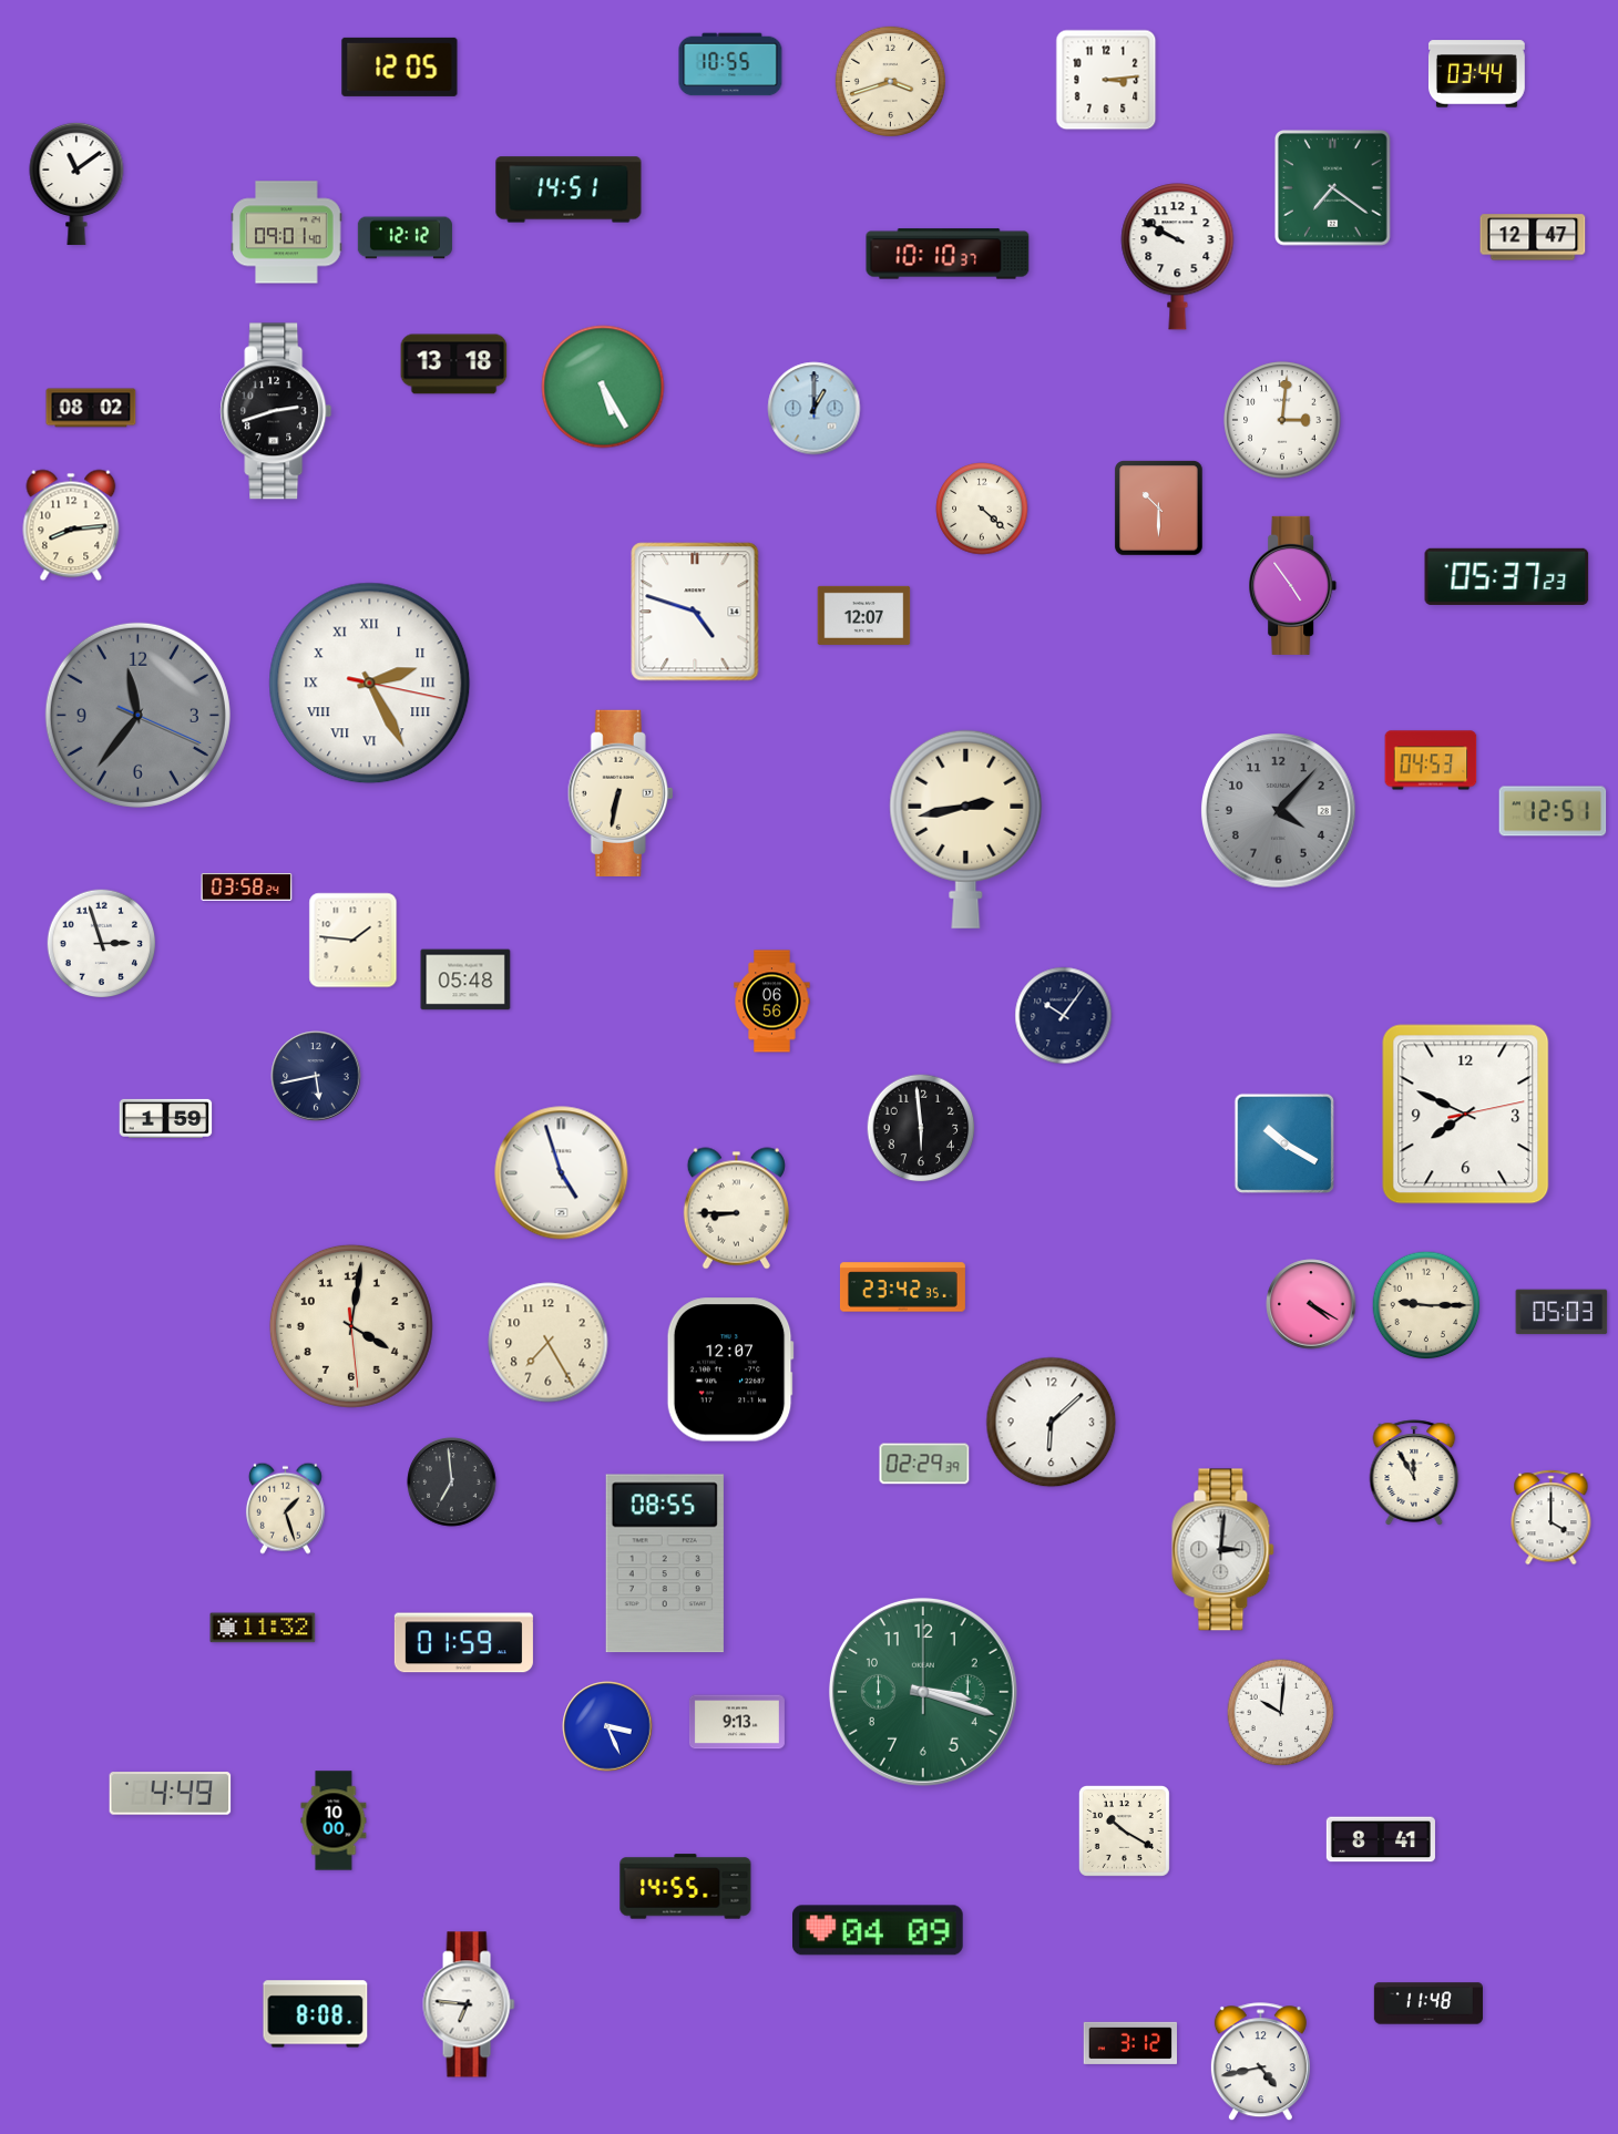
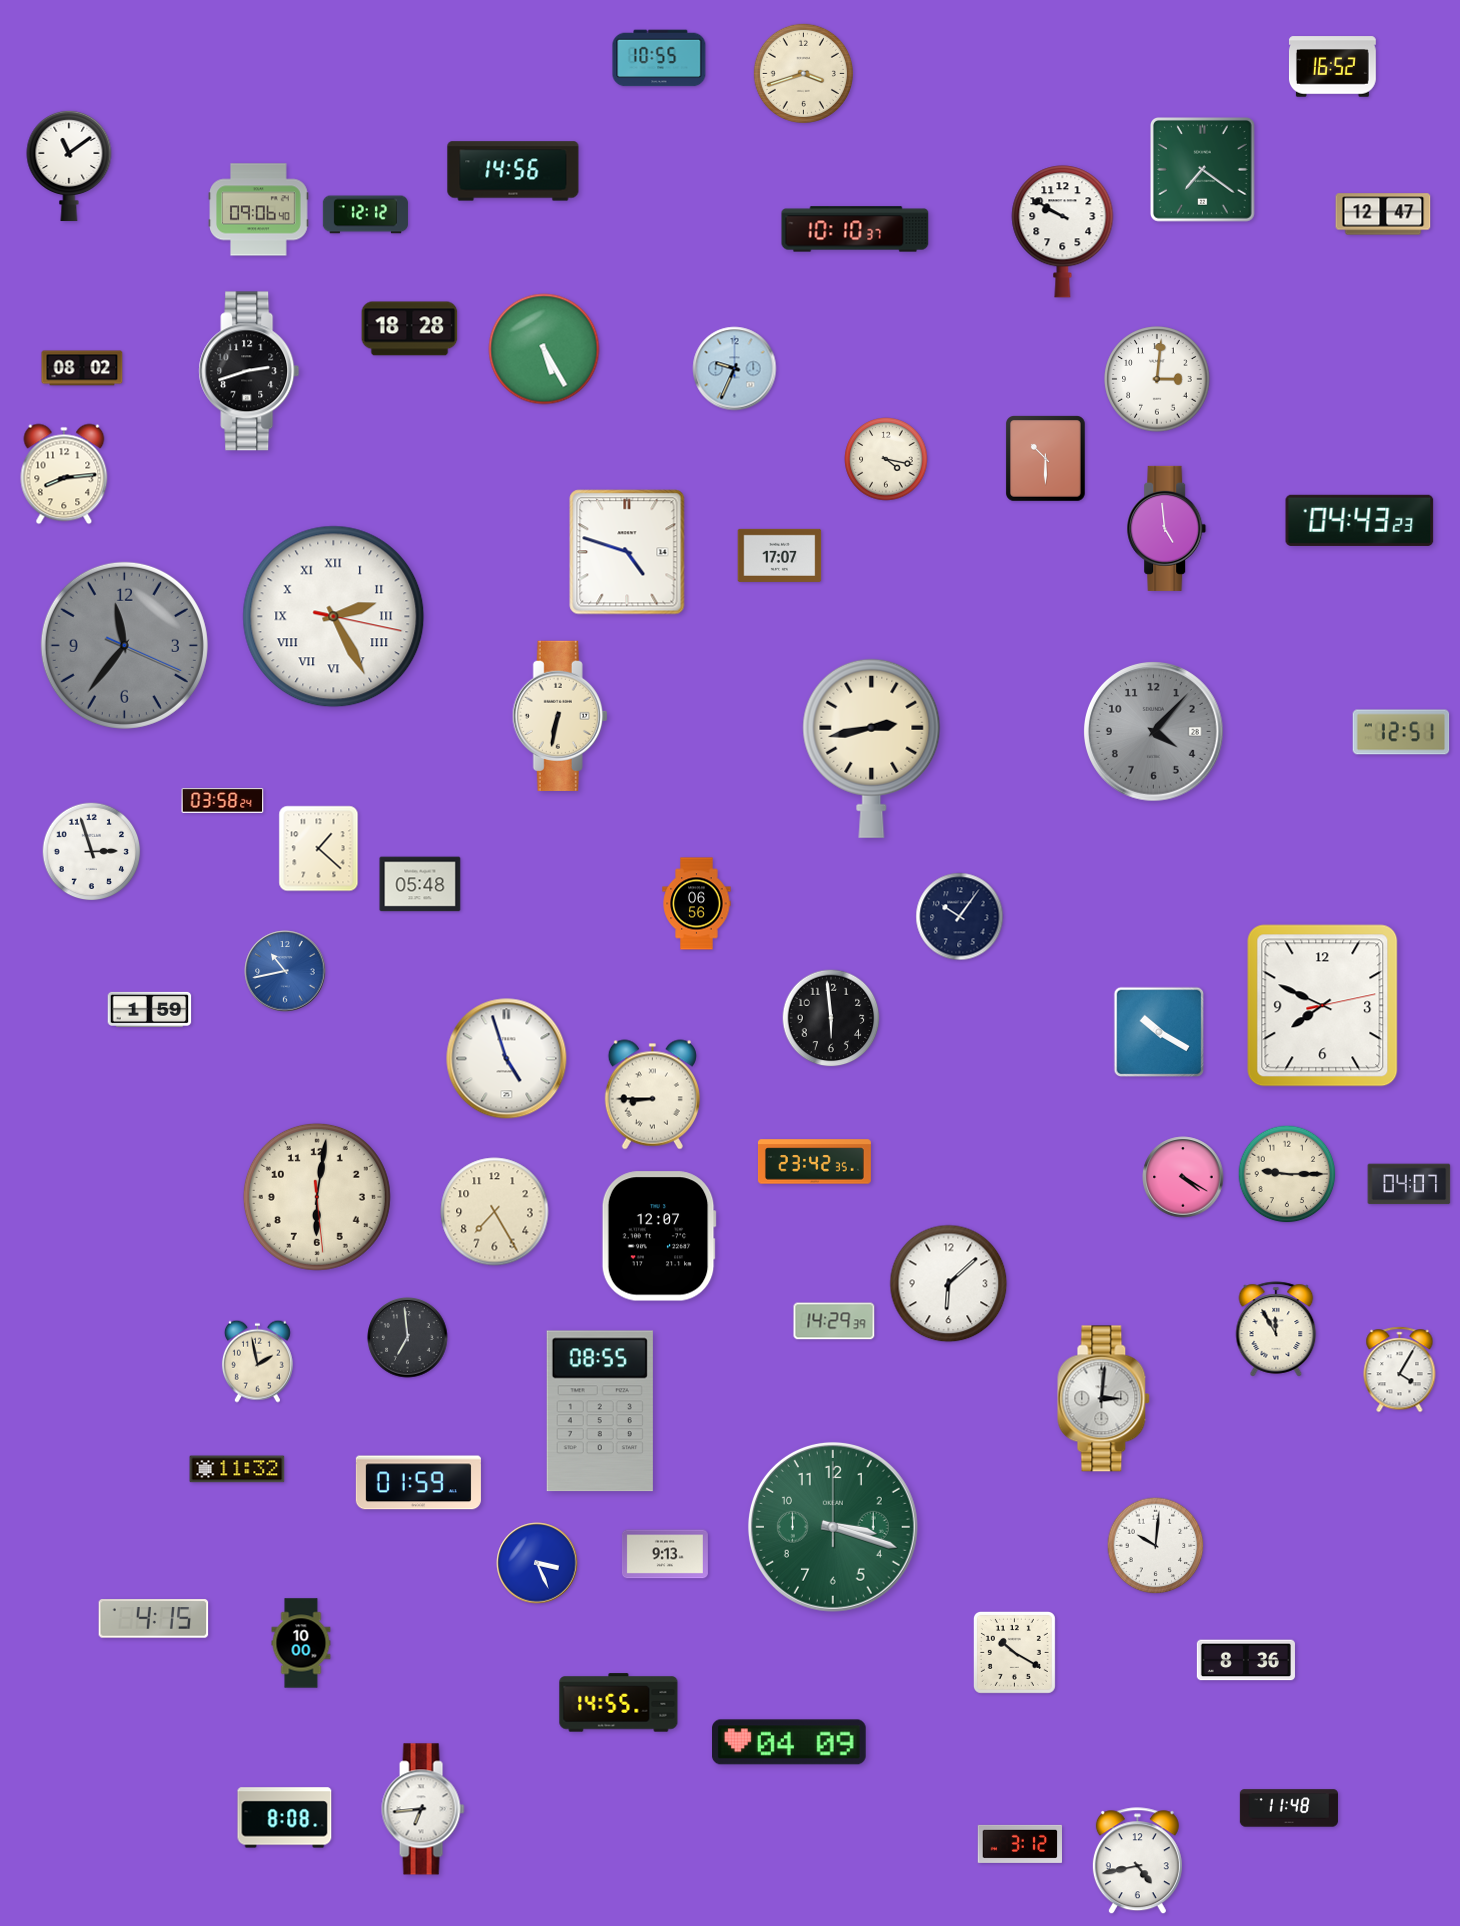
clock at (400, 66): 12:05 -> none
clock at (1476, 74): 03:44 -> 16:52
clock at (1106, 80): 3:14 -> none
clock at (569, 189): 14:51 -> 14:56
clock at (287, 233): 09:01 -> 09:06
clock at (454, 365): 13:18 -> 18:28
clock at (815, 409): 1:00 -> 9:34
clock at (982, 509): 4:22 -> 4:17
clock at (1507, 576): 05:37 -> 04:43
clock at (1293, 585): 4:54 -> 4:59
clock at (864, 615): 12:07 -> 17:07
clock at (1431, 760): 04:53 -> none
clock at (354, 941): 1:46 -> 1:22
clock at (316, 1076): 5:43 -> 10:43
clock at (316, 1076) dial: navy -> blue
clock at (736, 1209) position: (736, 1209) -> (652, 1095)
clock at (1426, 1305) position: (1426, 1305) -> (1287, 1174)
clock at (1561, 1312): 05:03 -> 04:07
clock at (351, 1326): 4:01 -> 6:01
clock at (924, 1464): 02:29 -> 14:29
clock at (285, 1508): 1:27 -> 1:58
clock at (1552, 1518): 4:00 -> 4:05
clock at (607, 1726) position: (607, 1726) -> (537, 1563)
clock at (171, 1794): 4:49 -> 4:15
clock at (1381, 1839): 8:41 -> 8:36
clock at (879, 1930) position: (879, 1930) -> (790, 1742)
clock at (469, 2004): 6:46 -> 6:44
